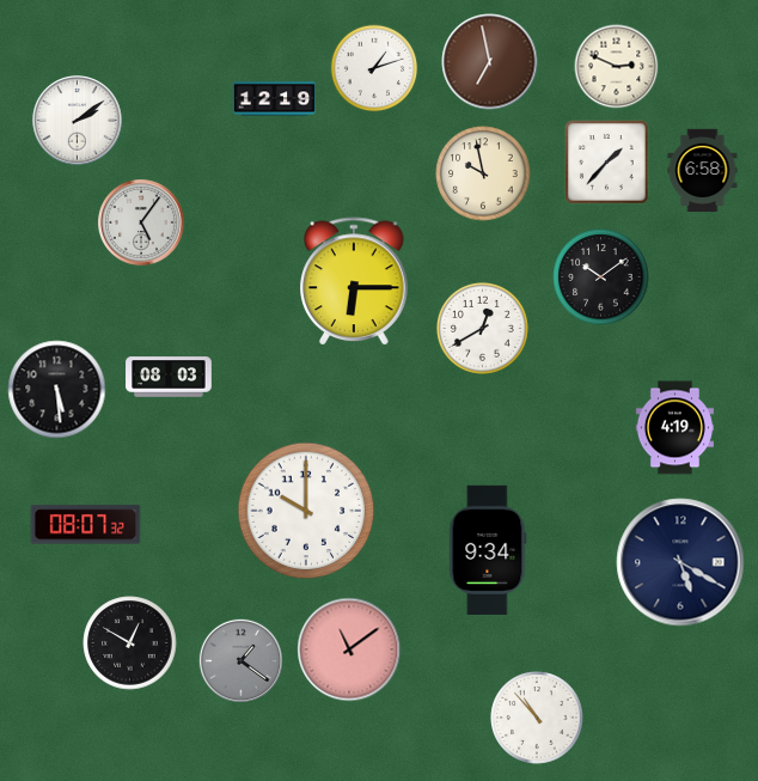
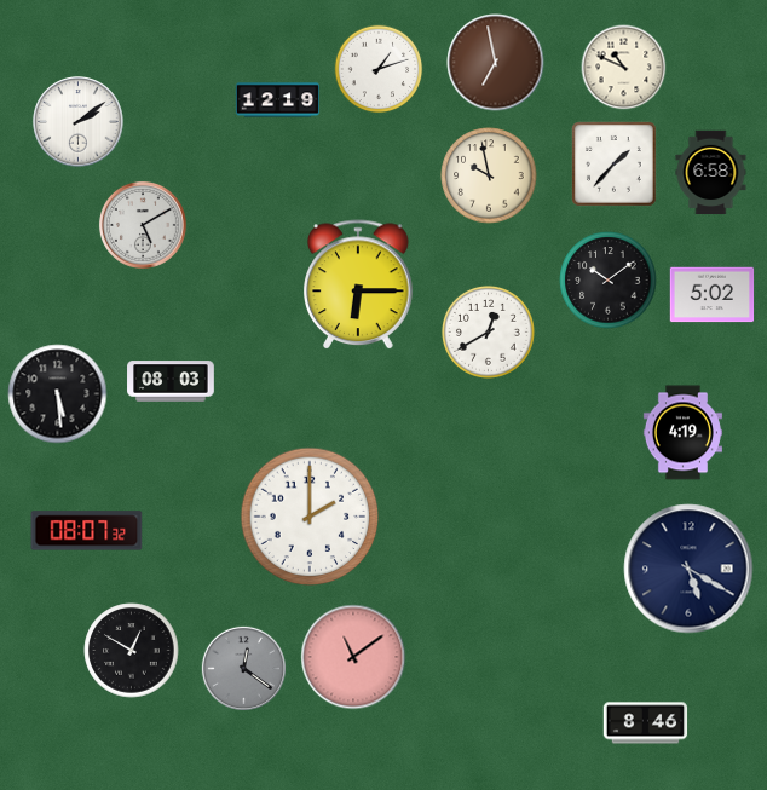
clock at (617, 67): 2:49 -> 10:49
clock at (141, 222): 5:06 -> 5:10
clock at (713, 295): none -> 5:02
clock at (306, 511): 10:00 -> 2:00
clock at (488, 550): 9:34 -> none
clock at (240, 660): 1:21 -> 12:21
clock at (646, 723): none -> 8:46
clock at (537, 718): 10:53 -> none
